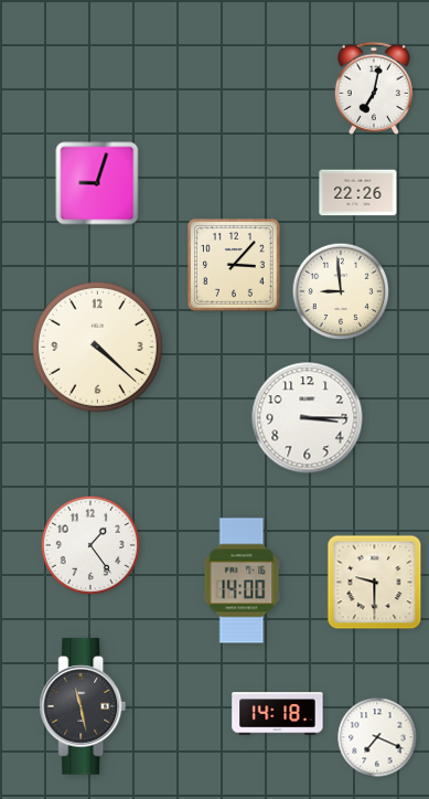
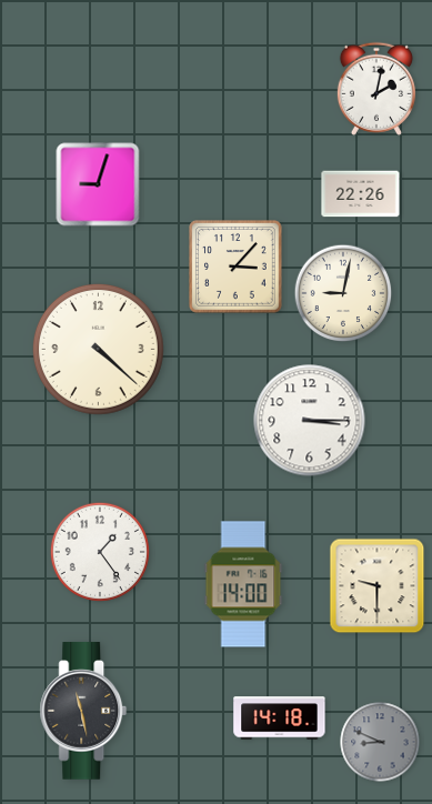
clock at (374, 88): 7:02 -> 2:02
clock at (341, 291): 8:59 -> 9:02
clock at (90, 545) position: (90, 545) -> (100, 552)
clock at (377, 737): 7:19 -> 8:49
clock at (377, 737) dial: white -> grey
